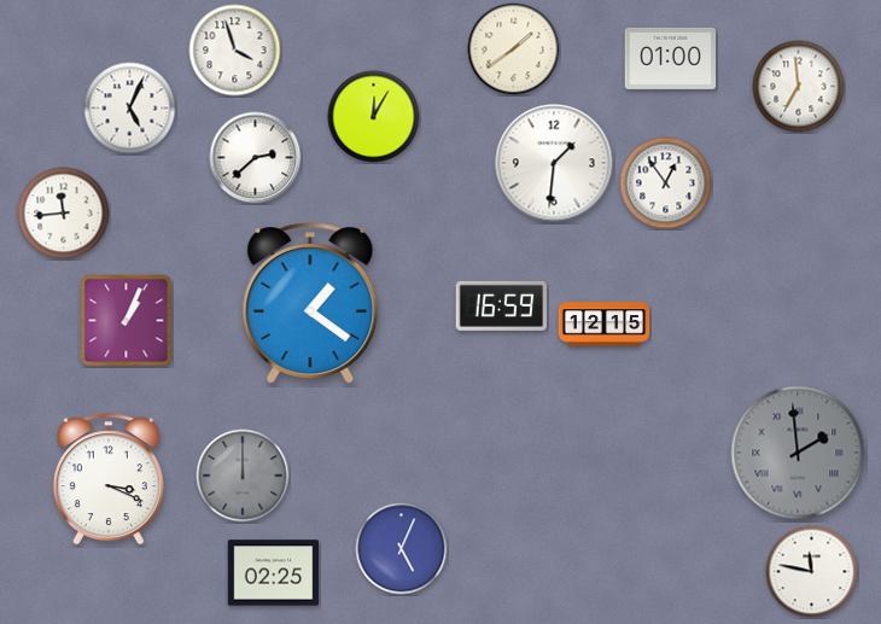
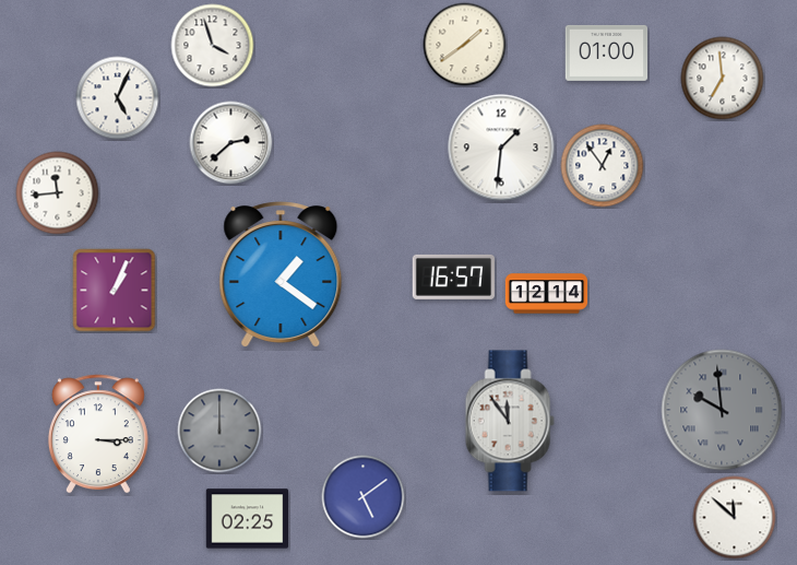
clock at (374, 117): 12:05 -> none
clock at (502, 305): 16:59 -> 16:57
clock at (605, 325): 12:15 -> 12:14
clock at (798, 453): 1:59 -> 9:59
clock at (510, 421): none -> 11:54
clock at (109, 479): 3:19 -> 3:15
clock at (402, 549): 5:04 -> 5:09
clock at (812, 572): 11:47 -> 11:52
